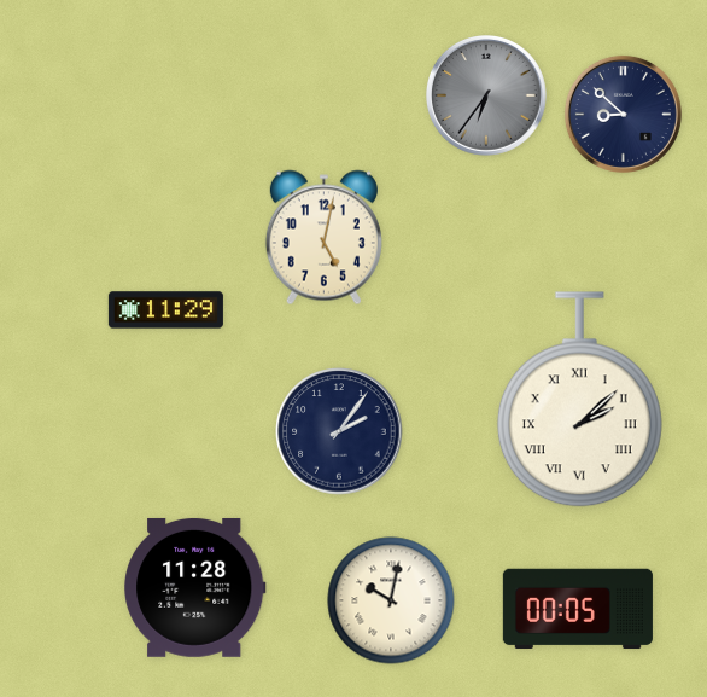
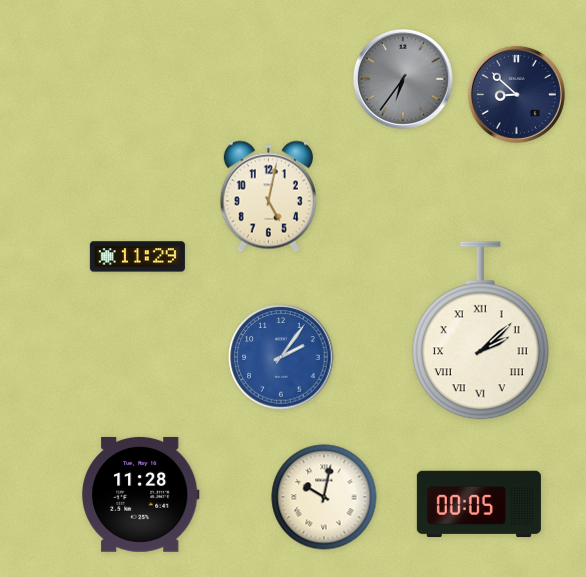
clock at (339, 431) dial: navy -> blue
clock at (195, 587) position: (195, 587) -> (141, 494)
